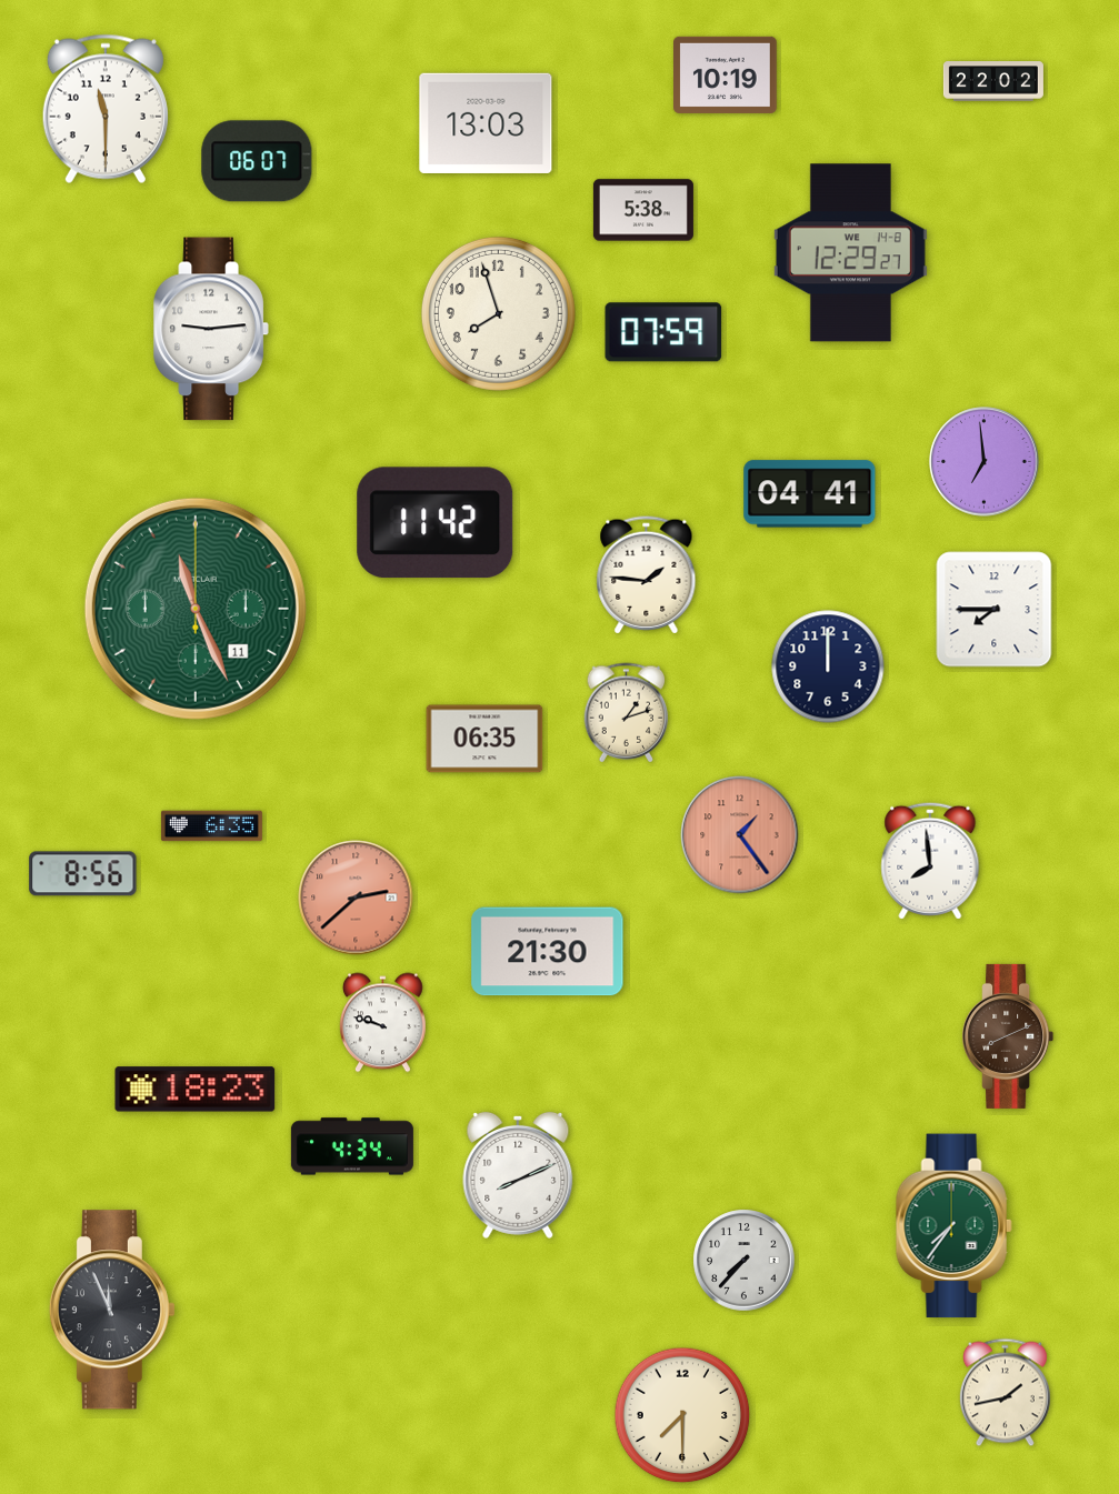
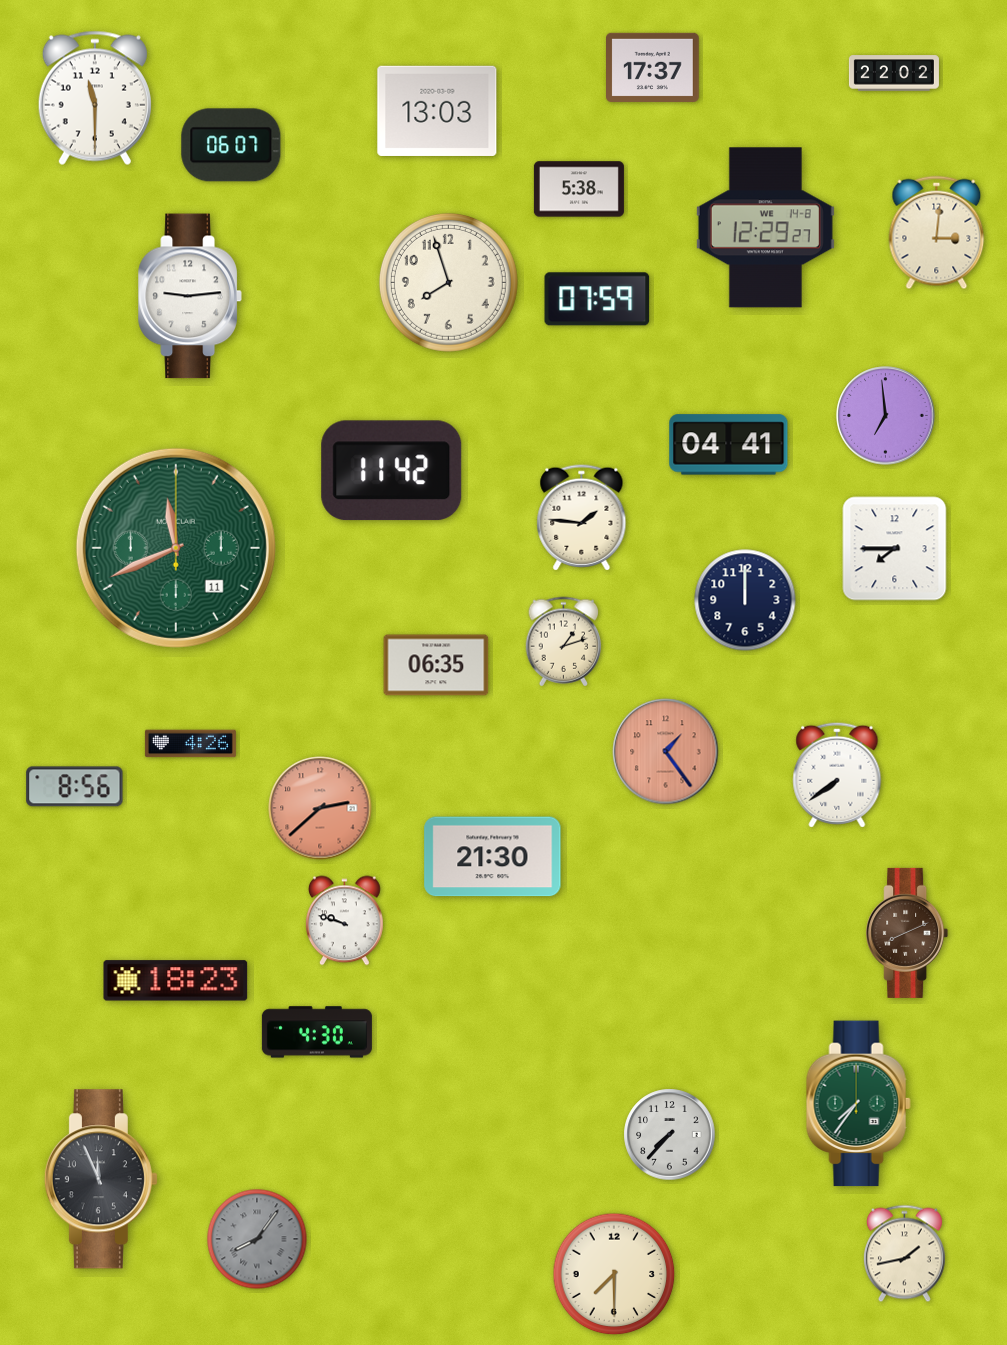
clock at (726, 74): 10:19 -> 17:37
clock at (937, 233): none -> 3:01
clock at (196, 609): 11:26 -> 11:41
clock at (211, 826): 6:35 -> 4:26
clock at (930, 861): 7:59 -> 7:39
clock at (352, 1146): 4:34 -> 4:30
clock at (518, 1175): 8:11 -> none
clock at (257, 1239): none -> 8:06
